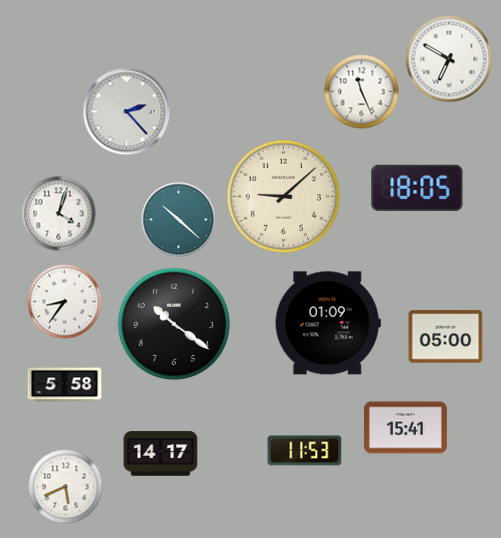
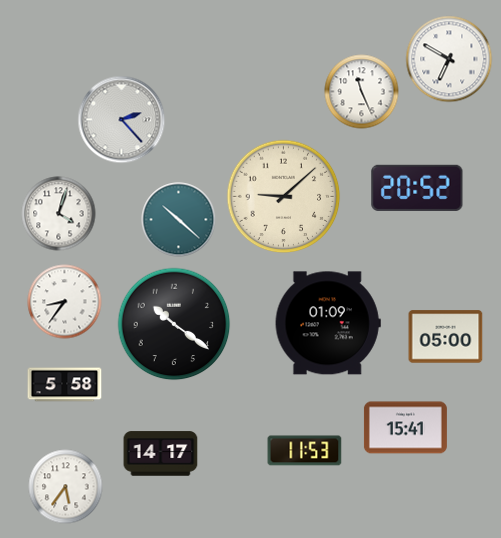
clock at (127, 112) position: (127, 112) -> (122, 120)
clock at (417, 188): 18:05 -> 20:52
clock at (66, 487): 5:41 -> 5:36
